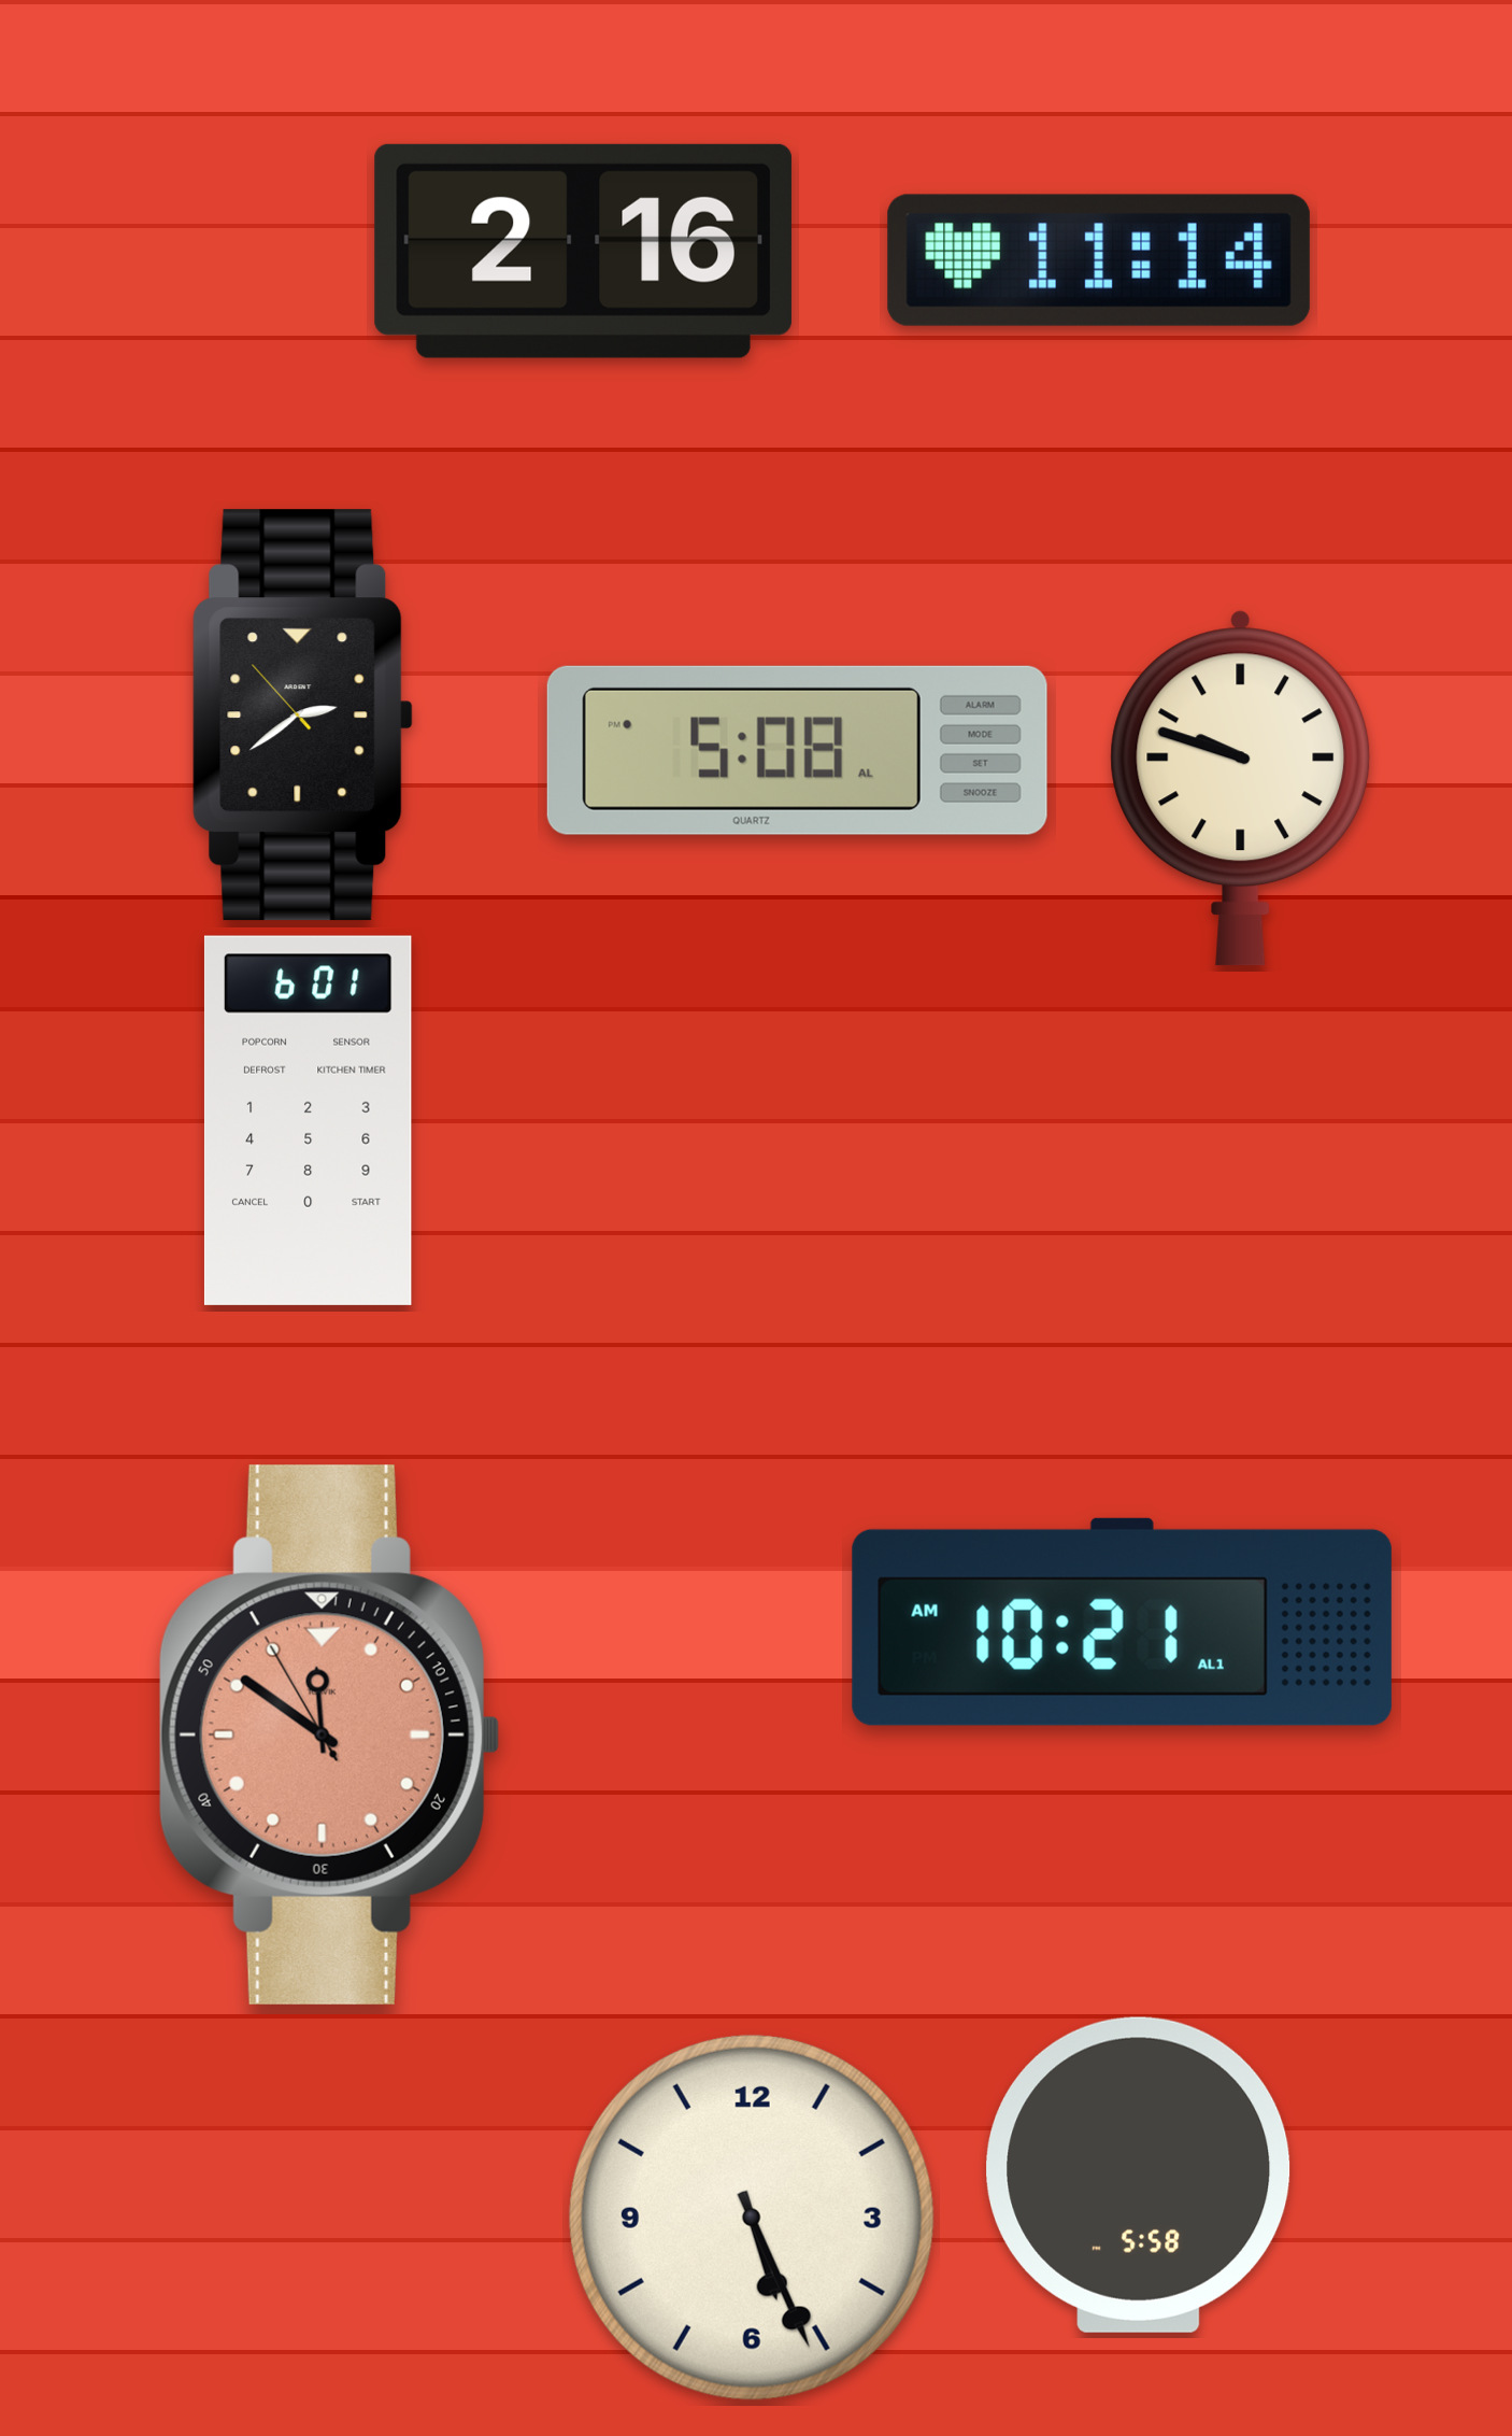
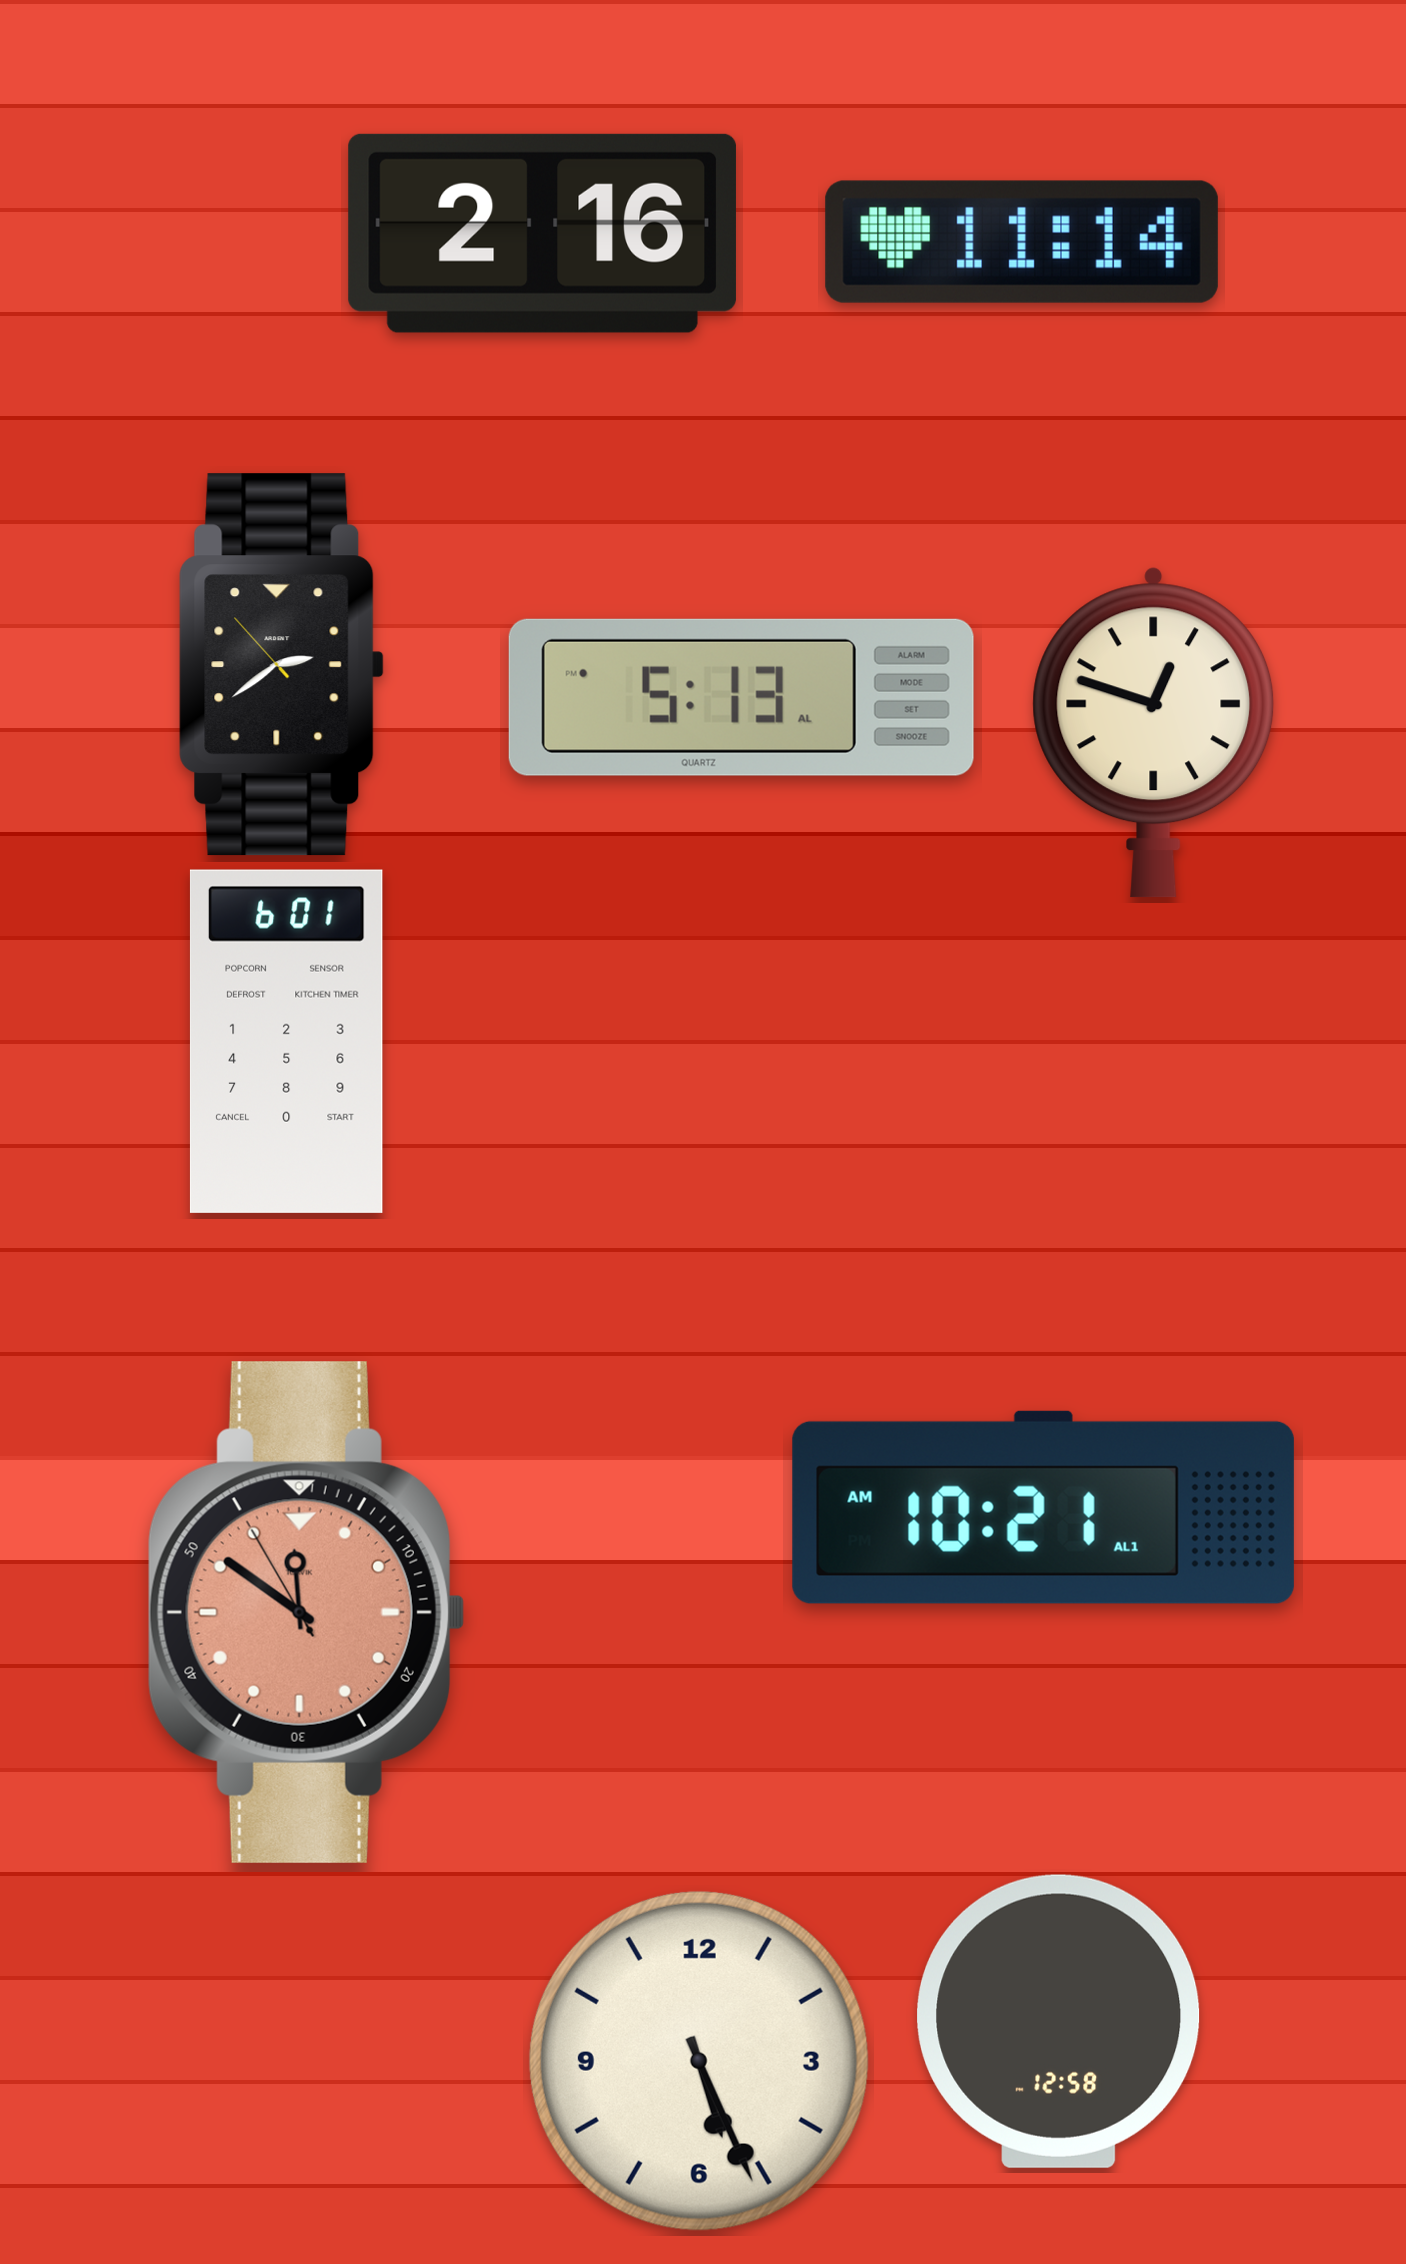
clock at (797, 750): 5:08 -> 5:13
clock at (1241, 788): 9:48 -> 12:48
clock at (1139, 2175): 5:58 -> 12:58
